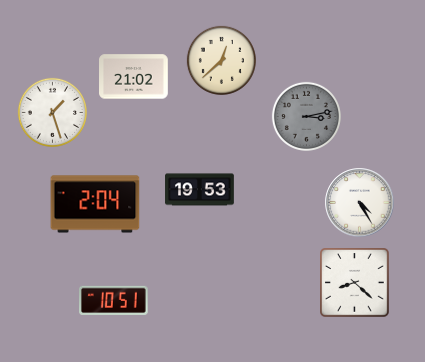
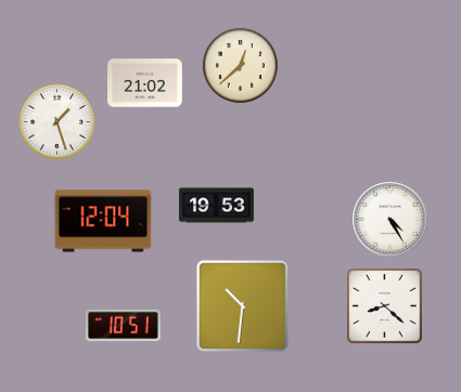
clock at (306, 116): 3:13 -> none
clock at (95, 204): 2:04 -> 12:04
clock at (243, 306): none -> 10:31
